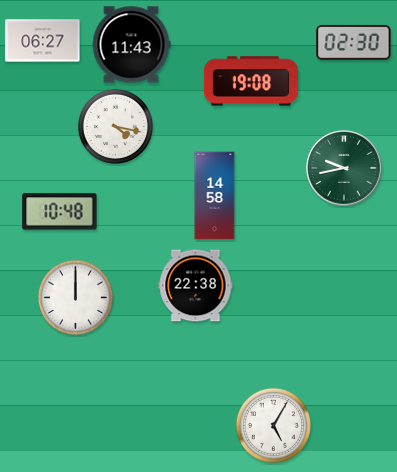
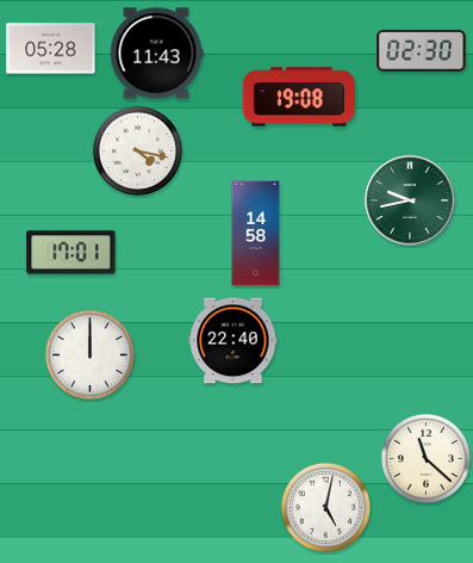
clock at (43, 41): 06:27 -> 05:28
clock at (60, 212): 10:48 -> 17:01
clock at (196, 286): 22:38 -> 22:40
clock at (425, 458): none -> 11:22
clock at (273, 425): 5:05 -> 5:02
